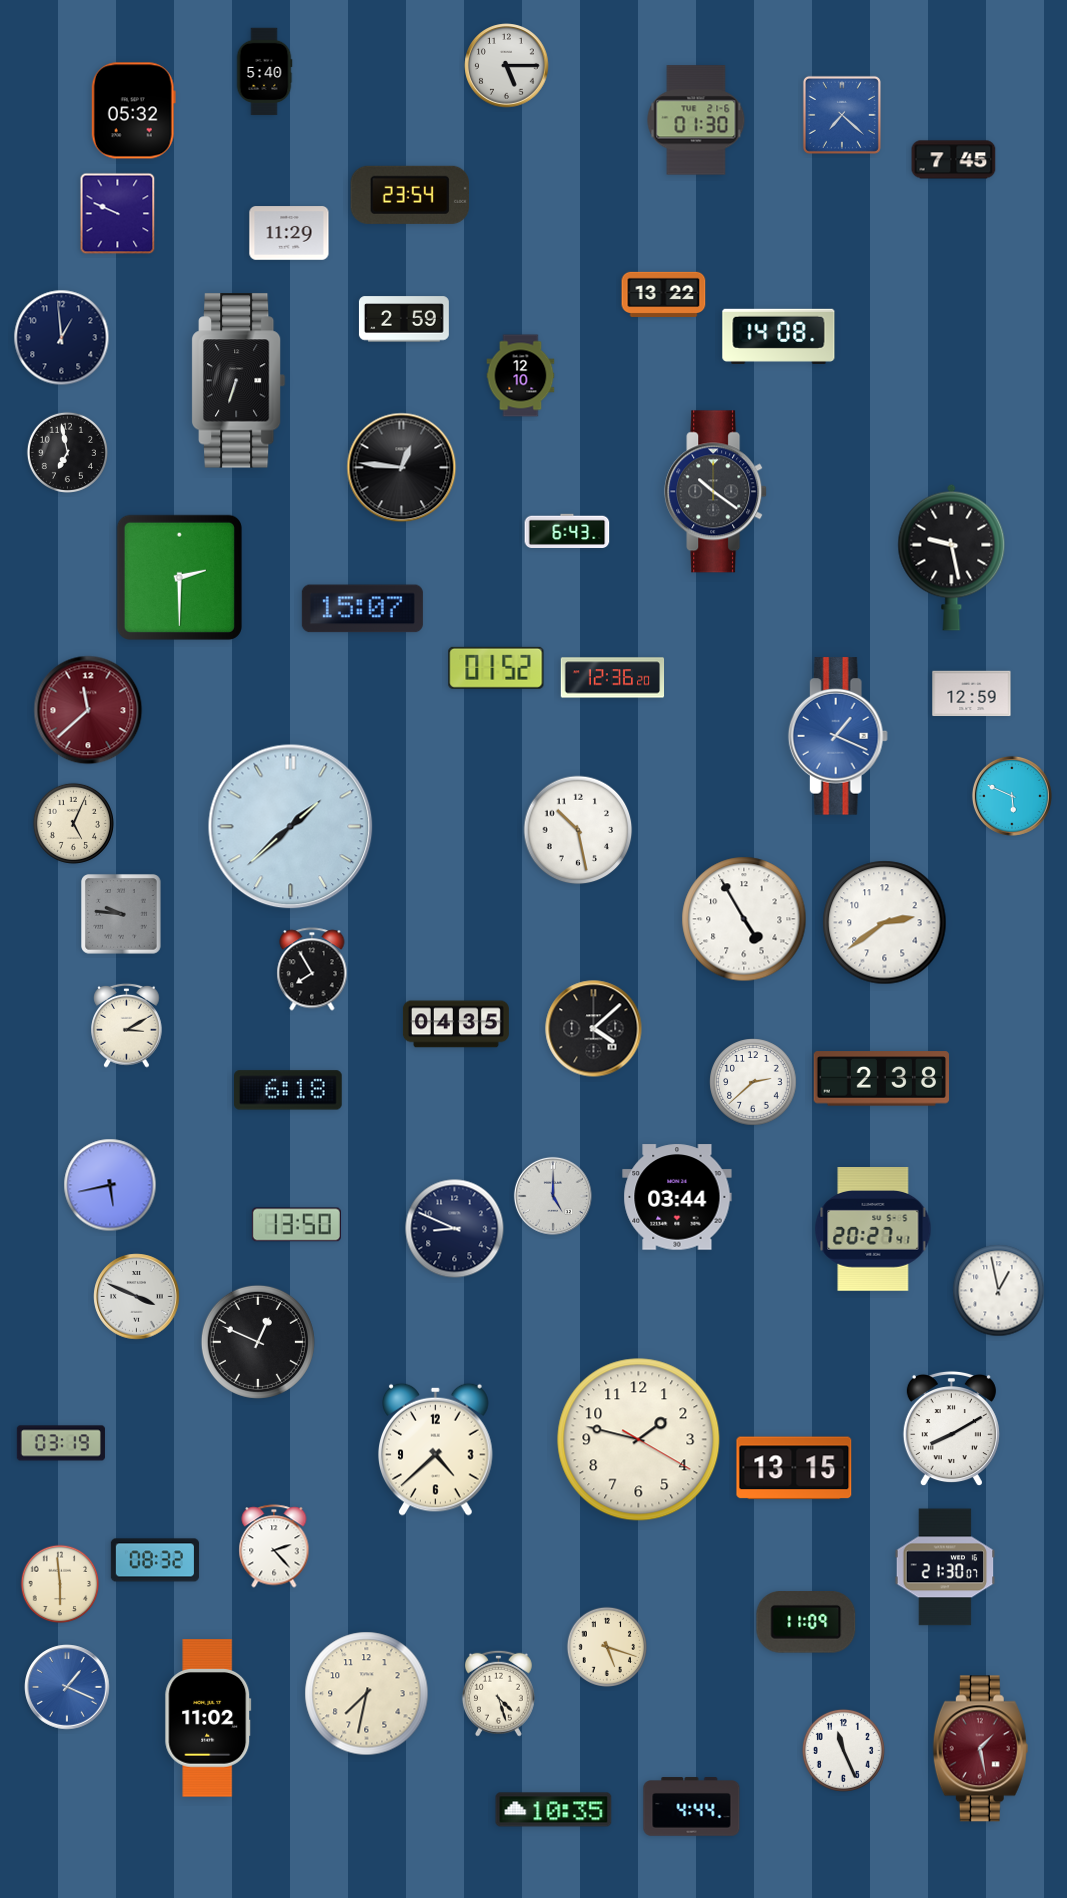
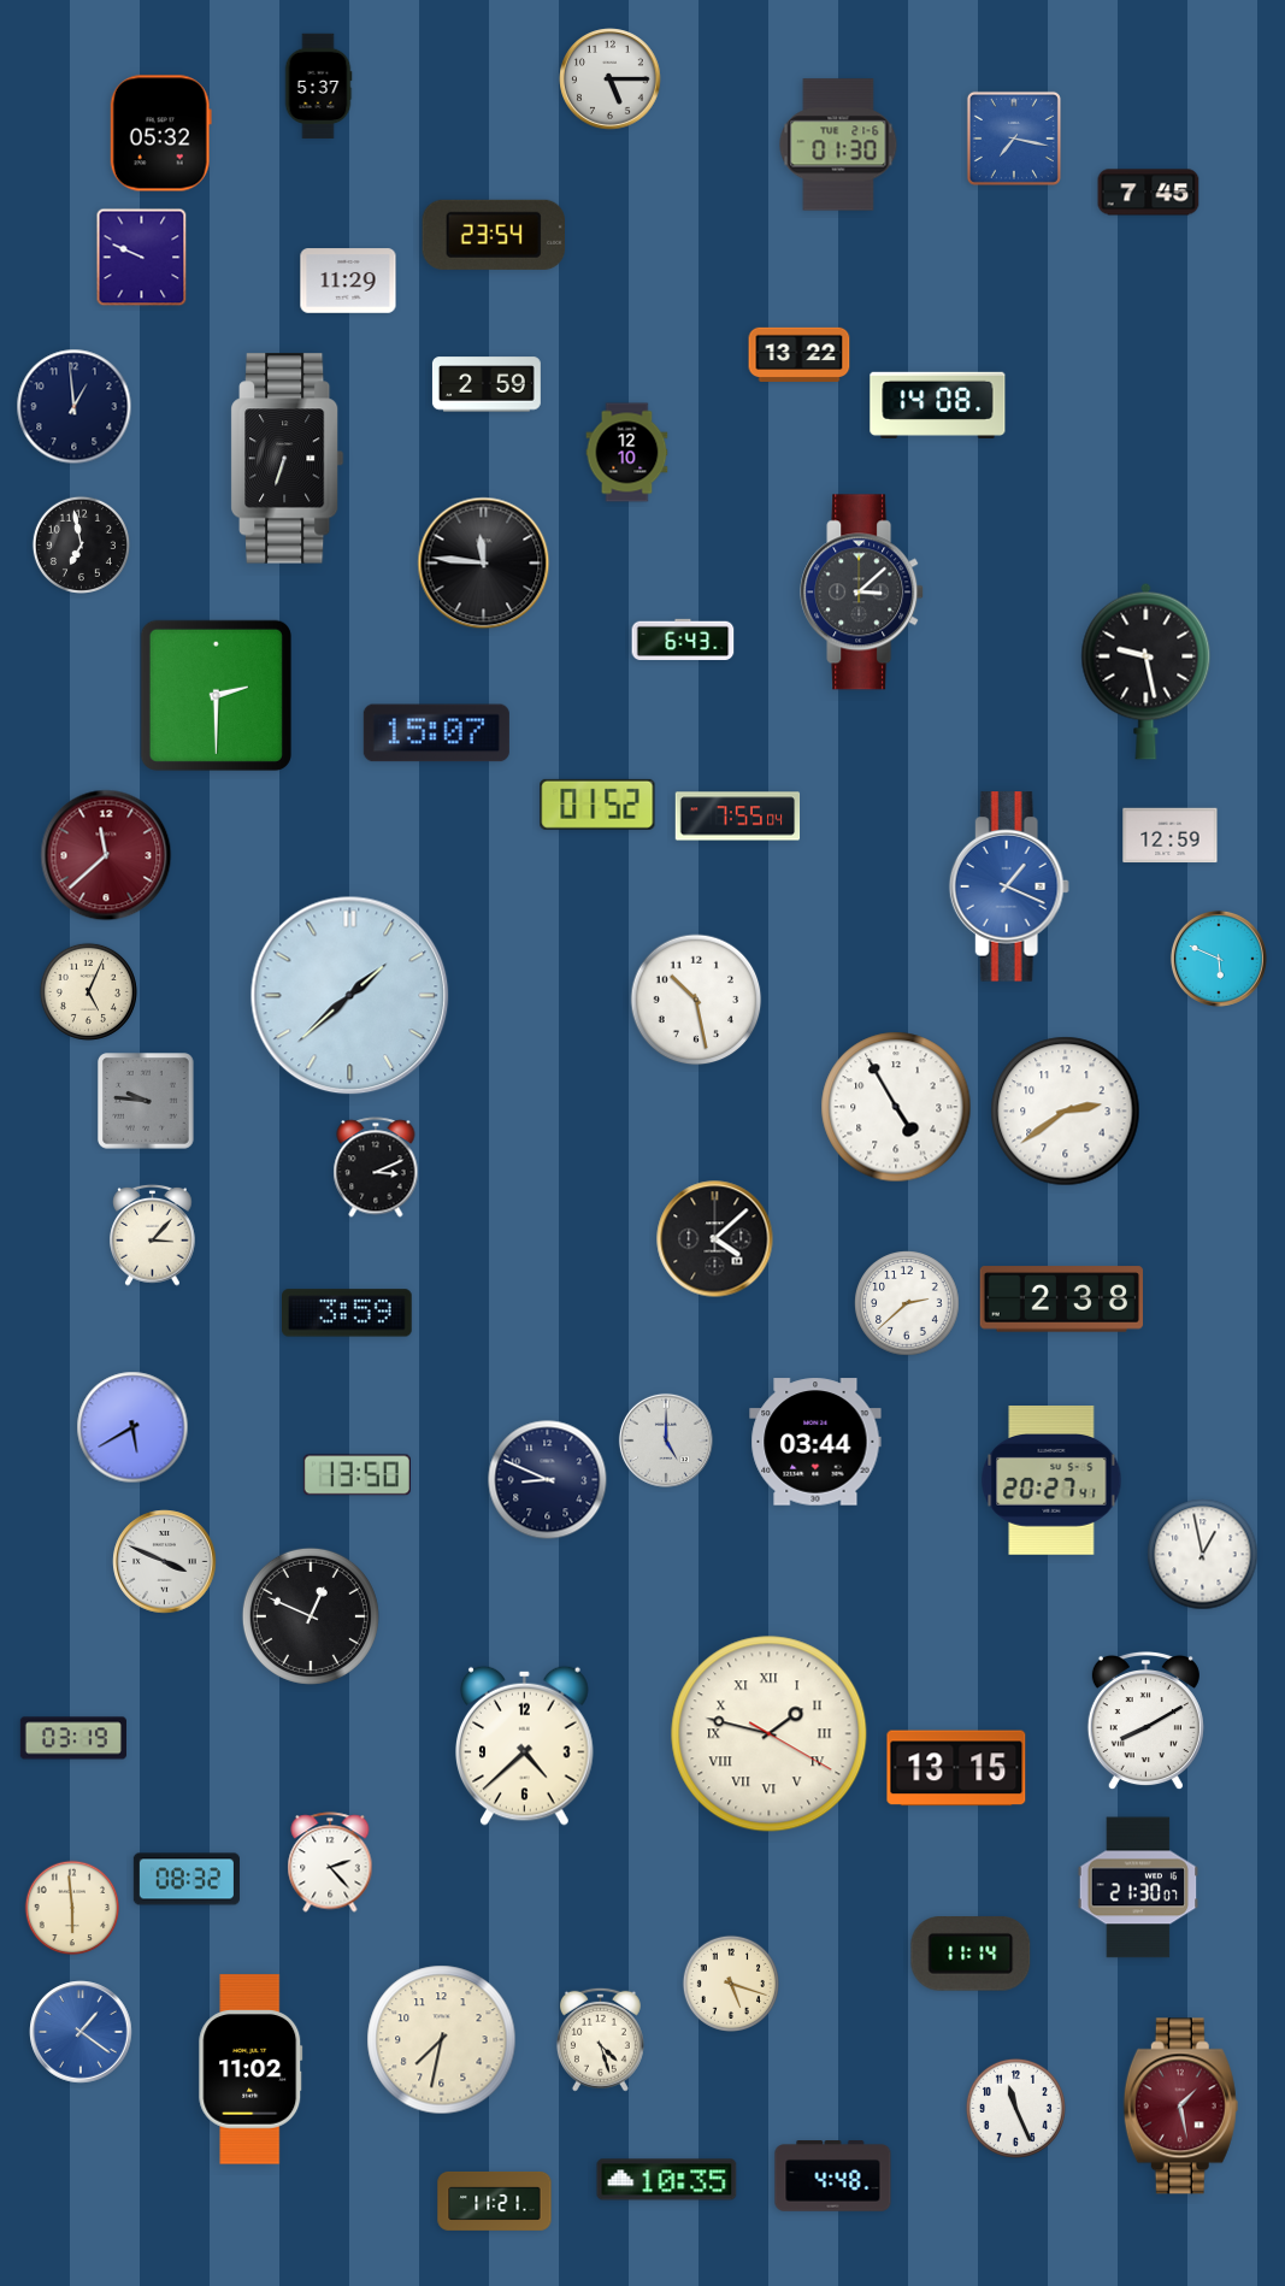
clock at (264, 72): 5:40 -> 5:37
clock at (842, 115): 7:22 -> 7:17
clock at (402, 468): 12:46 -> 11:46
clock at (716, 492): 10:21 -> 3:08
clock at (613, 678): 12:36 -> 7:55
clock at (312, 969): 7:55 -> 3:11
clock at (456, 1024): 04:35 -> none
clock at (127, 1025): 3:10 -> 3:07
clock at (288, 1090): 6:18 -> 3:59
clock at (110, 1185): 5:43 -> 5:40
clock at (639, 1440) numerals: Arabic -> Roman
clock at (806, 1623): 11:09 -> 11:14
clock at (67, 1687): 1:19 -> 1:21
clock at (692, 1807): 4:44 -> 4:48
clock at (495, 2200): none -> 11:21
